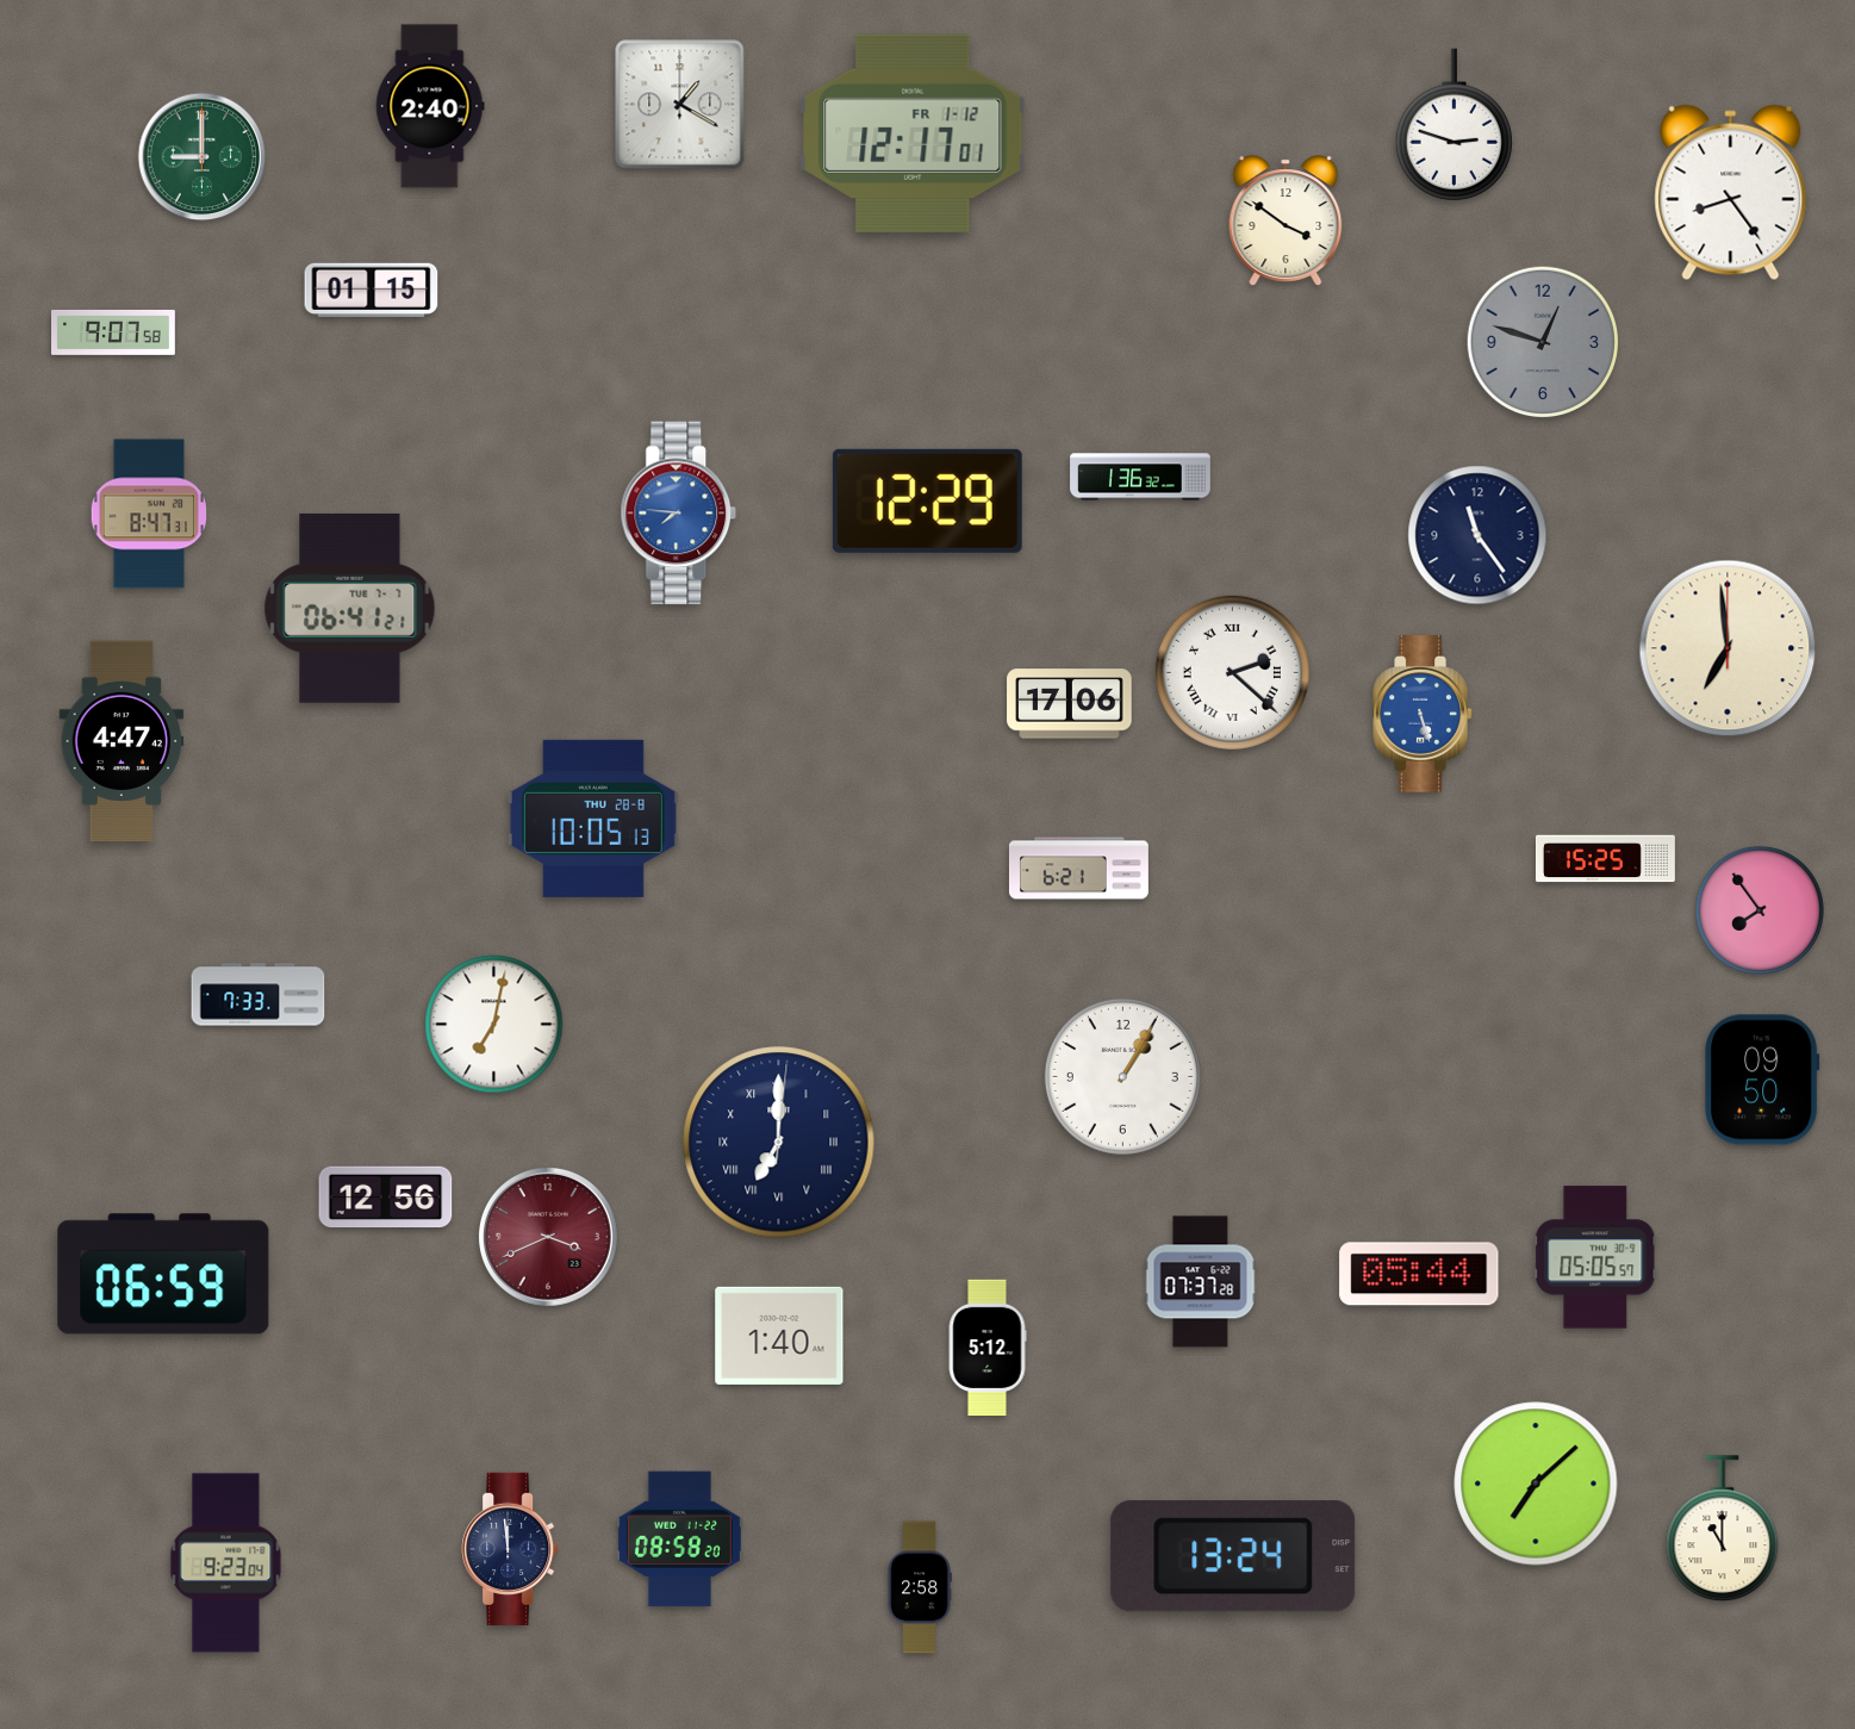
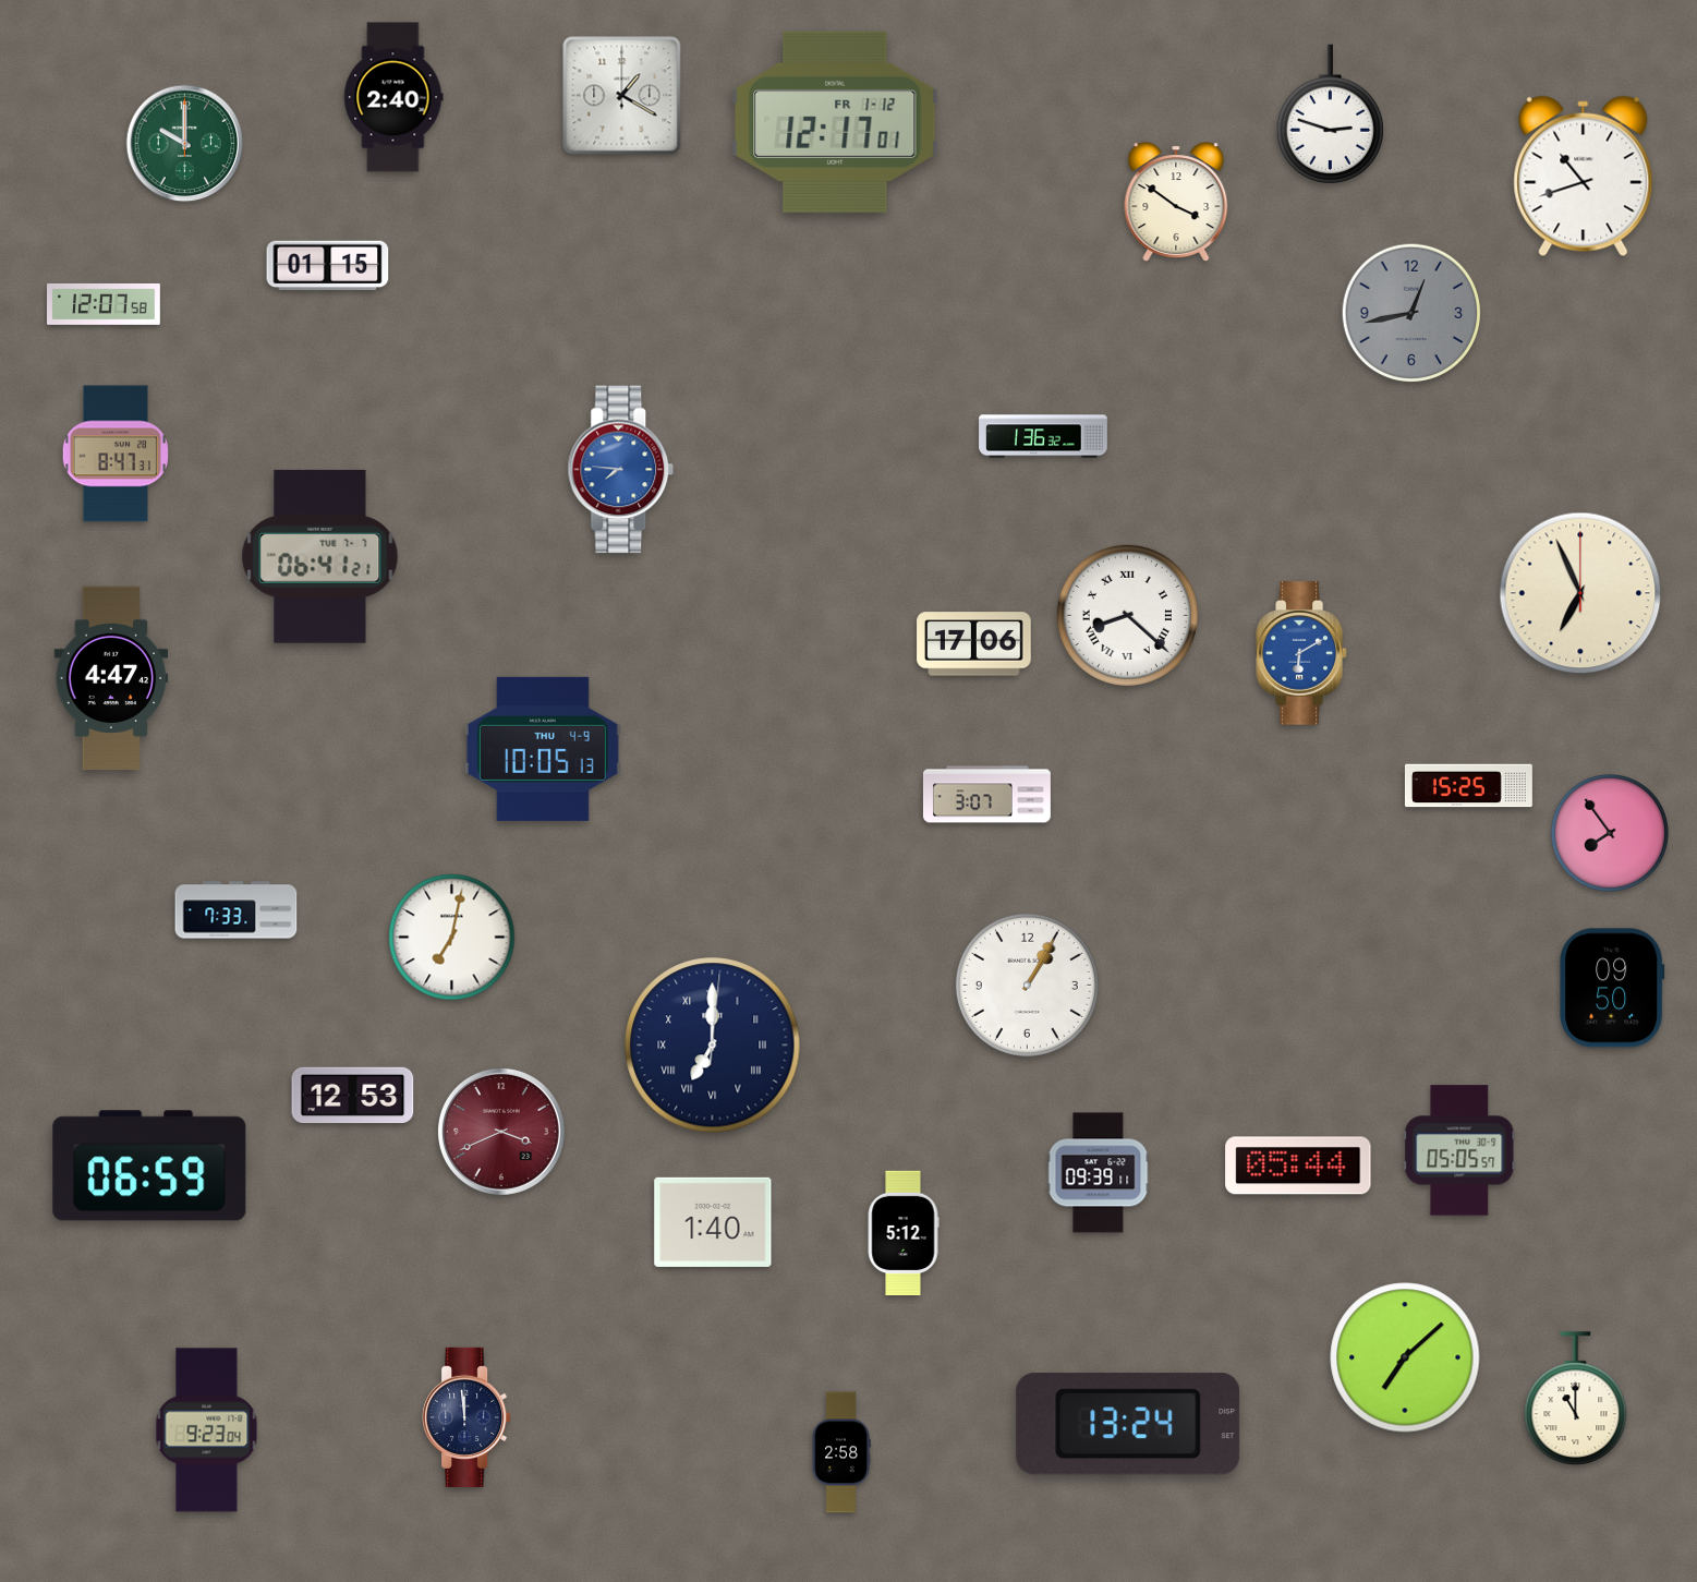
clock at (203, 157): 9:00 -> 10:00
clock at (1731, 193): 8:24 -> 10:42
clock at (372, 290) position: (372, 290) -> (328, 265)
clock at (114, 332): 9:07 -> 12:07
clock at (1543, 342): 12:48 -> 12:43
clock at (927, 500): 12:29 -> none
clock at (149, 514) position: (149, 514) -> (116, 454)
clock at (1477, 535): 11:24 -> none
clock at (1728, 648): 6:59 -> 6:56
clock at (1232, 672): 2:22 -> 8:22
clock at (1070, 704) position: (1070, 704) -> (974, 644)
clock at (1423, 714): 5:27 -> 6:10
clock at (593, 819) date: THU 28-8 -> THU 4-9
clock at (1078, 869): 6:21 -> 3:07
clock at (386, 1198): 12:56 -> 12:53
clock at (1201, 1282): 07:37 -> 09:39
clock at (679, 1540): 08:58 -> none
